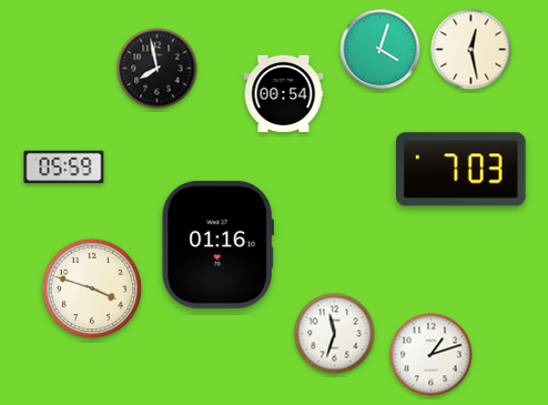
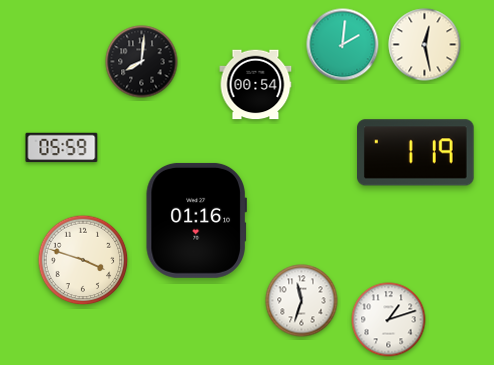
clock at (380, 50): 4:03 -> 2:01
clock at (158, 69): 7:58 -> 8:01
clock at (64, 168) position: (64, 168) -> (62, 148)
clock at (461, 170): 7:03 -> 1:19
